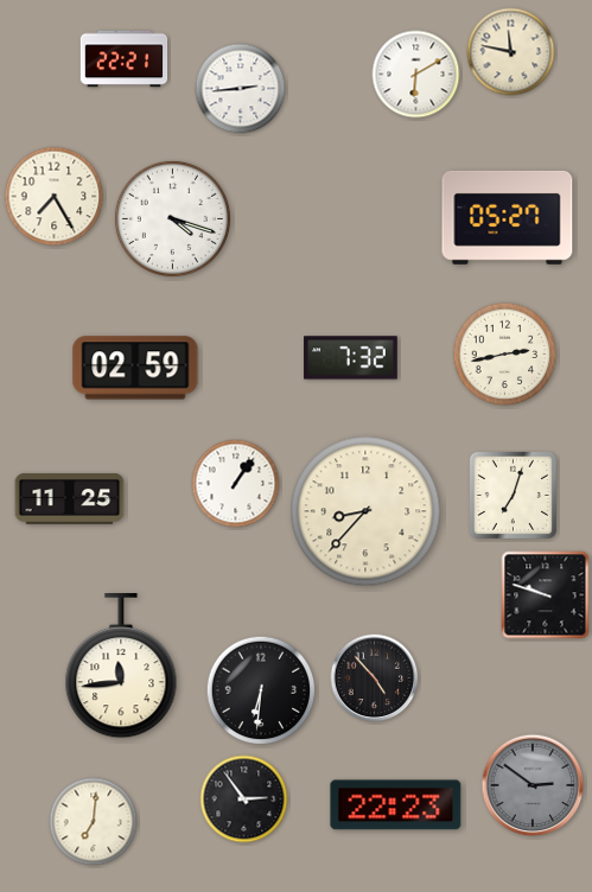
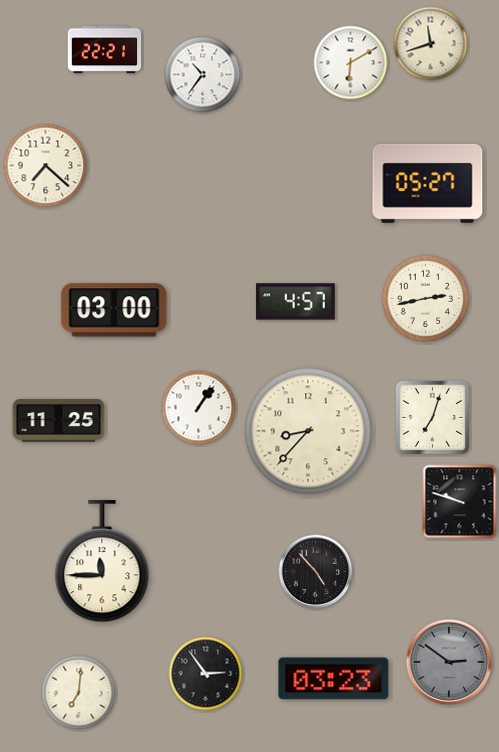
clock at (511, 52): 11:47 -> 11:42
clock at (241, 89): 2:44 -> 10:36
clock at (55, 197): 7:25 -> 7:22
clock at (172, 218): 4:18 -> none
clock at (351, 358): 7:32 -> 4:57
clock at (135, 368): 02:59 -> 03:00
clock at (121, 667): 11:44 -> 11:45
clock at (261, 690): 6:31 -> none
clock at (396, 805): 22:23 -> 03:23
